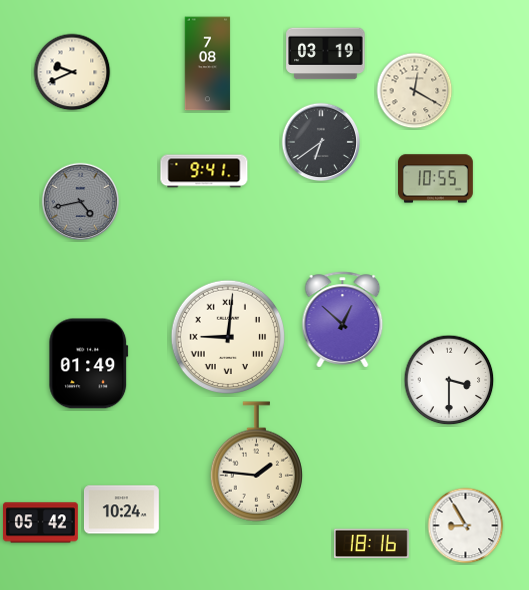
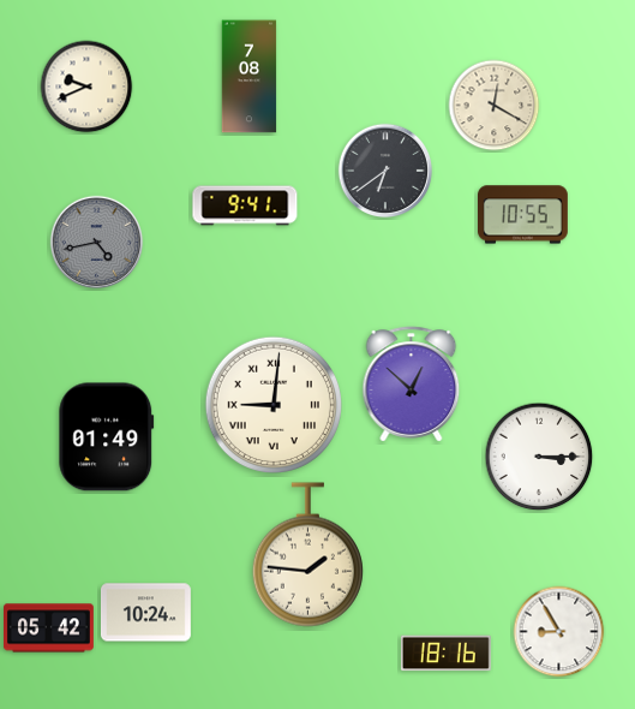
clock at (326, 54): 03:19 -> none
clock at (415, 91) position: (415, 91) -> (495, 106)
clock at (449, 380): 3:30 -> 3:15
